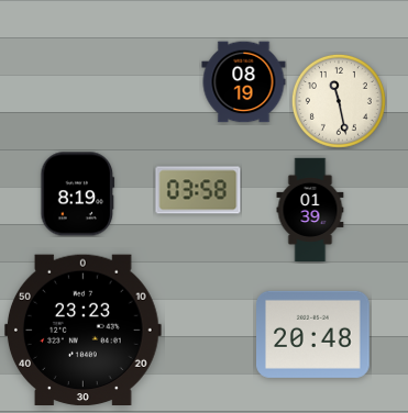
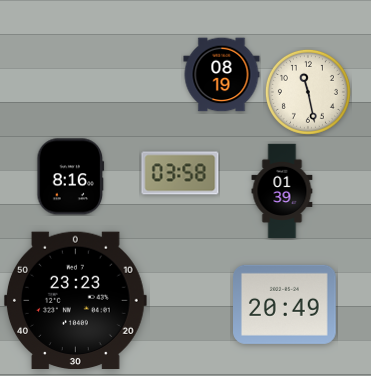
clock at (78, 194): 8:19 -> 8:16
clock at (313, 334): 20:48 -> 20:49
